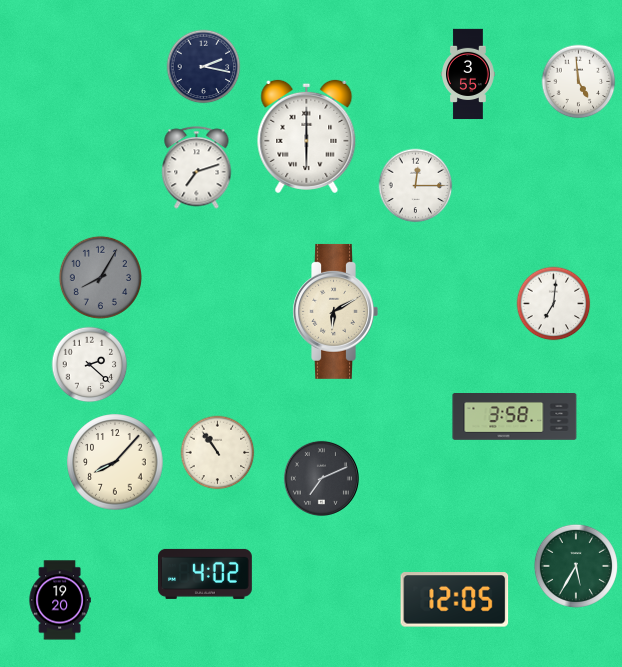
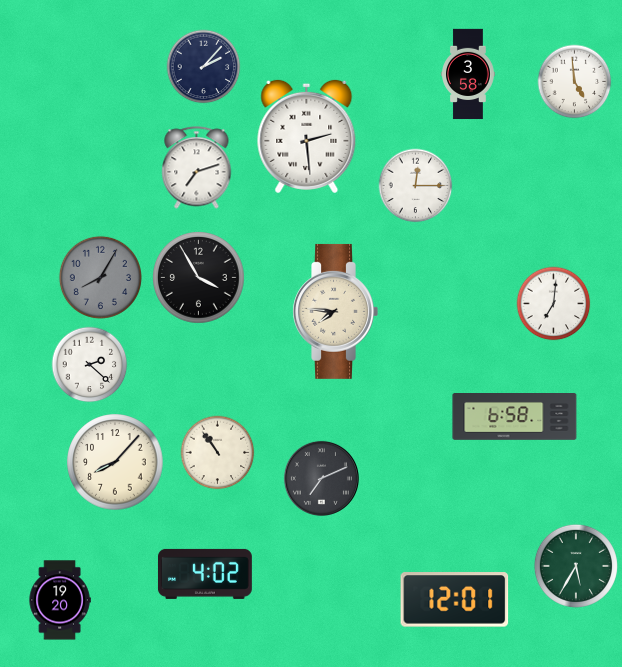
clock at (204, 67): 2:17 -> 2:07
clock at (469, 74): 3:55 -> 3:58
clock at (579, 82) position: (579, 82) -> (575, 82)
clock at (307, 136): 6:00 -> 2:29
clock at (199, 278): none -> 3:55
clock at (335, 311): 6:10 -> 7:46
clock at (515, 417): 3:58 -> 6:58
clock at (455, 600): 12:05 -> 12:01
